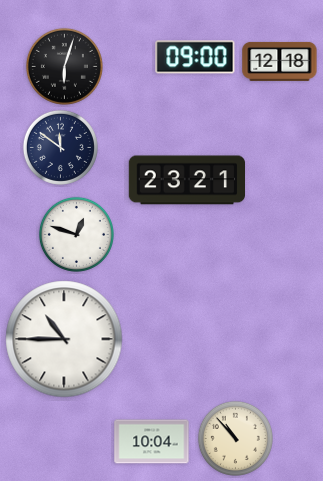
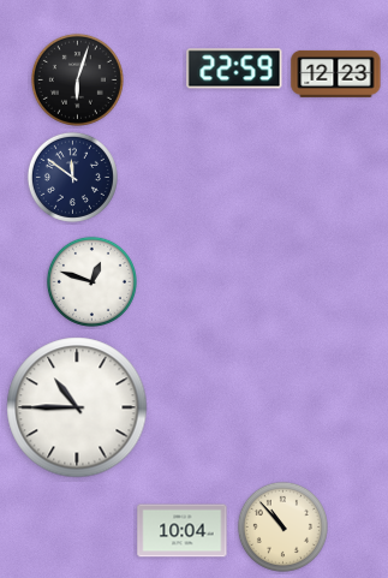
clock at (195, 57): 09:00 -> 22:59
clock at (280, 61): 12:18 -> 12:23
clock at (187, 180): 23:21 -> none
